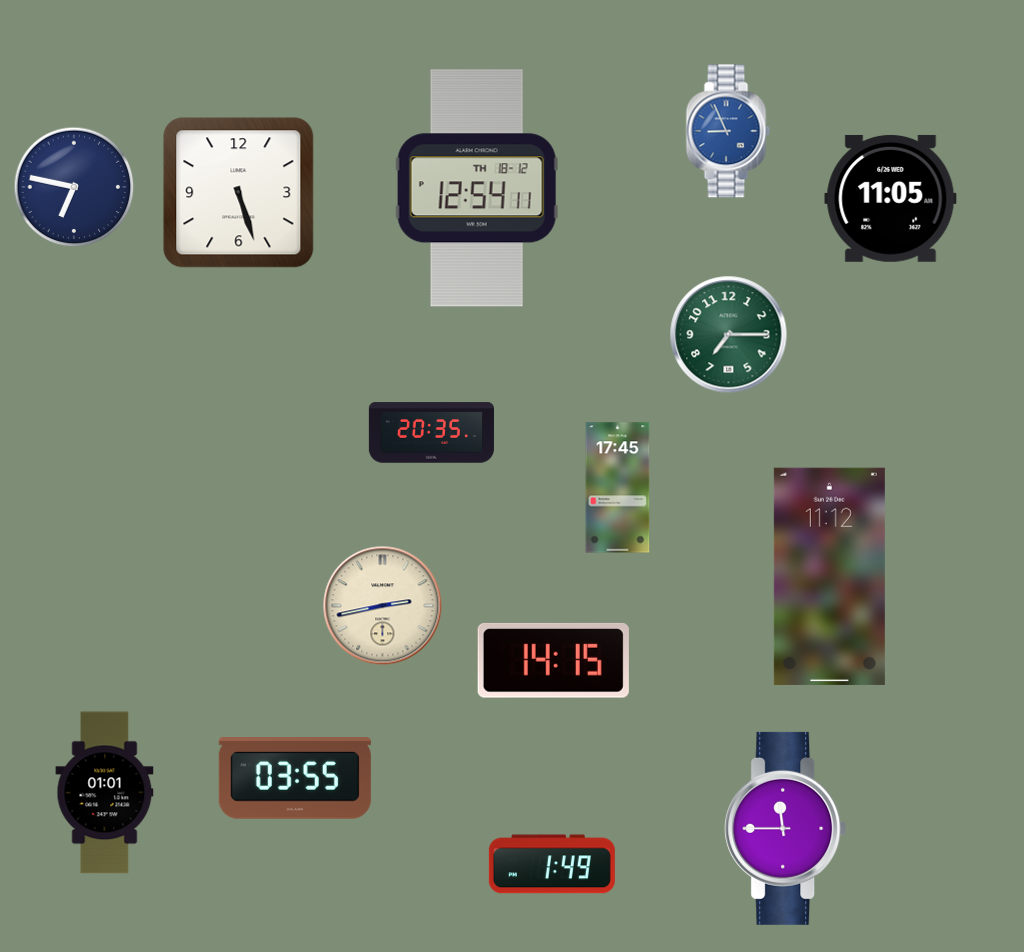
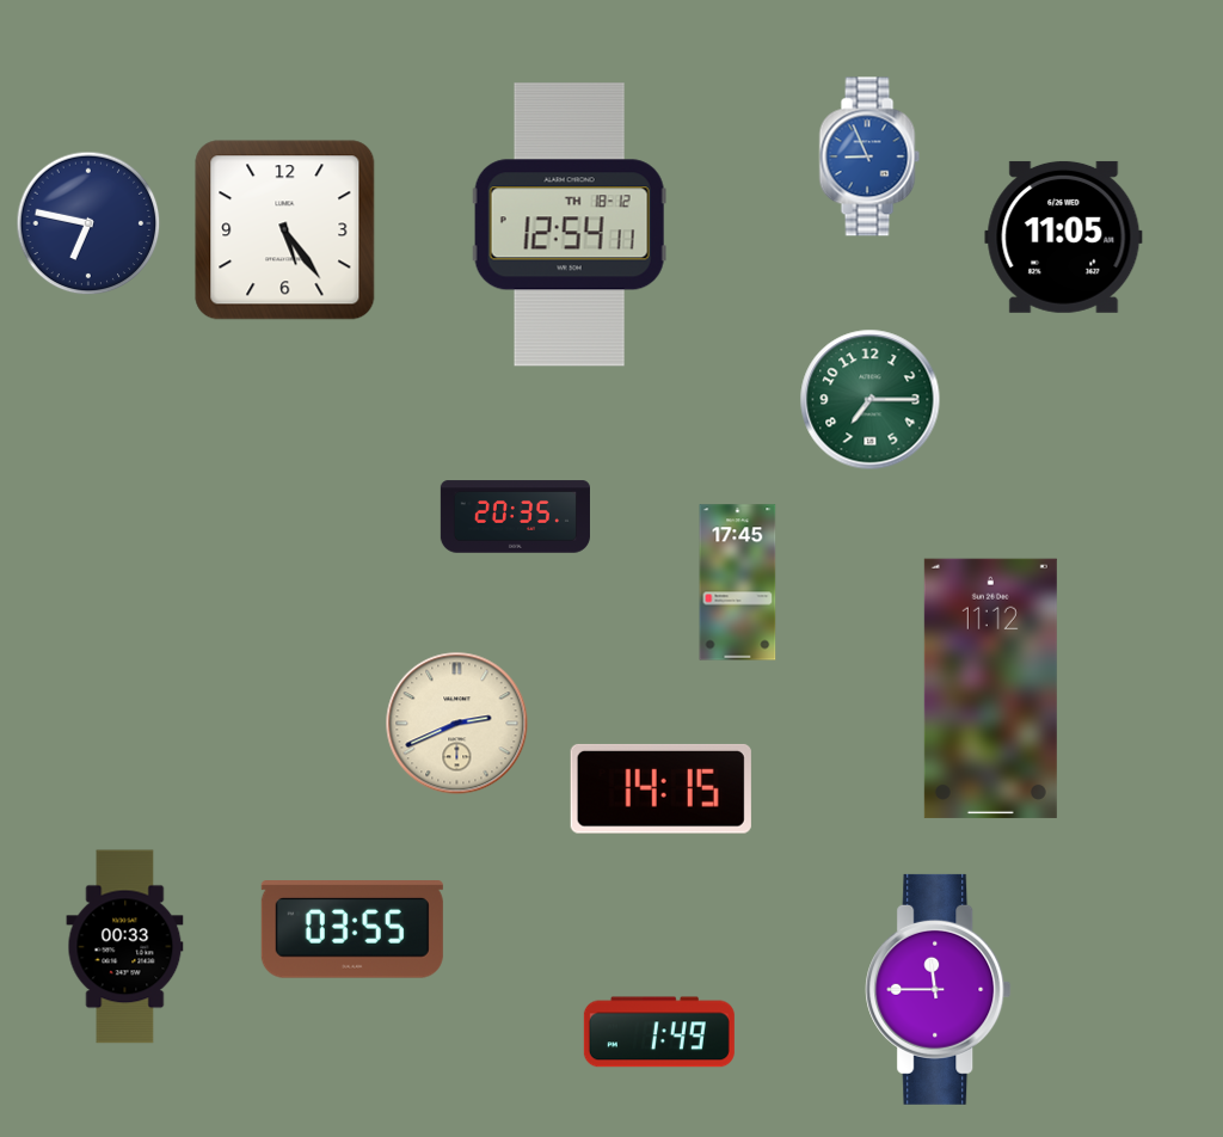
clock at (239, 193): 5:27 -> 5:24
clock at (383, 606): 2:43 -> 2:41
clock at (105, 793): 01:01 -> 00:33
